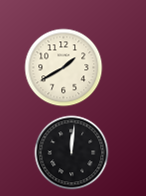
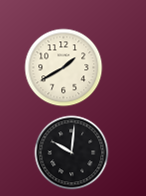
clock at (72, 153): 12:01 -> 10:01
